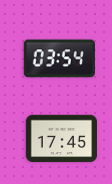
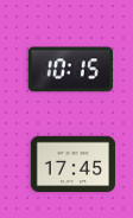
clock at (59, 59): 03:54 -> 10:15
